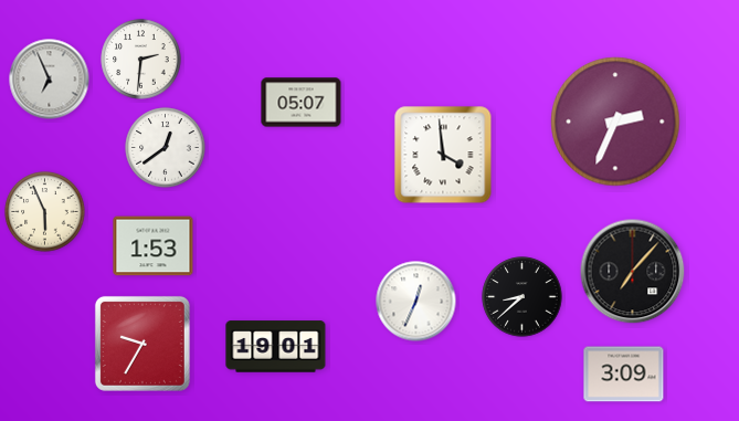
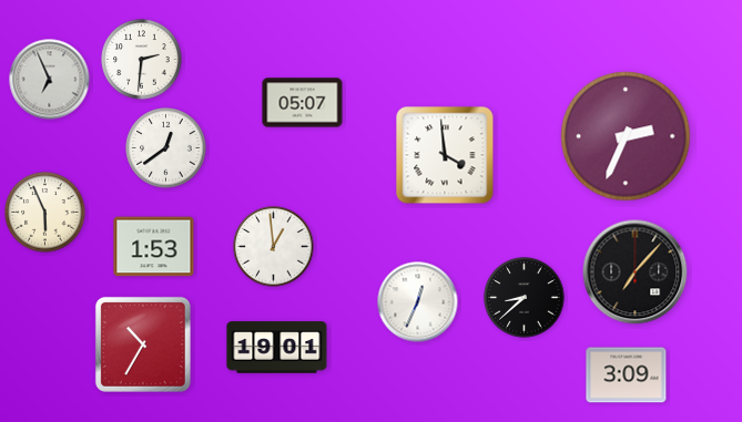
clock at (615, 122) position: (615, 122) -> (626, 136)
clock at (274, 247): none -> 12:59
clock at (142, 344): 9:35 -> 10:35
